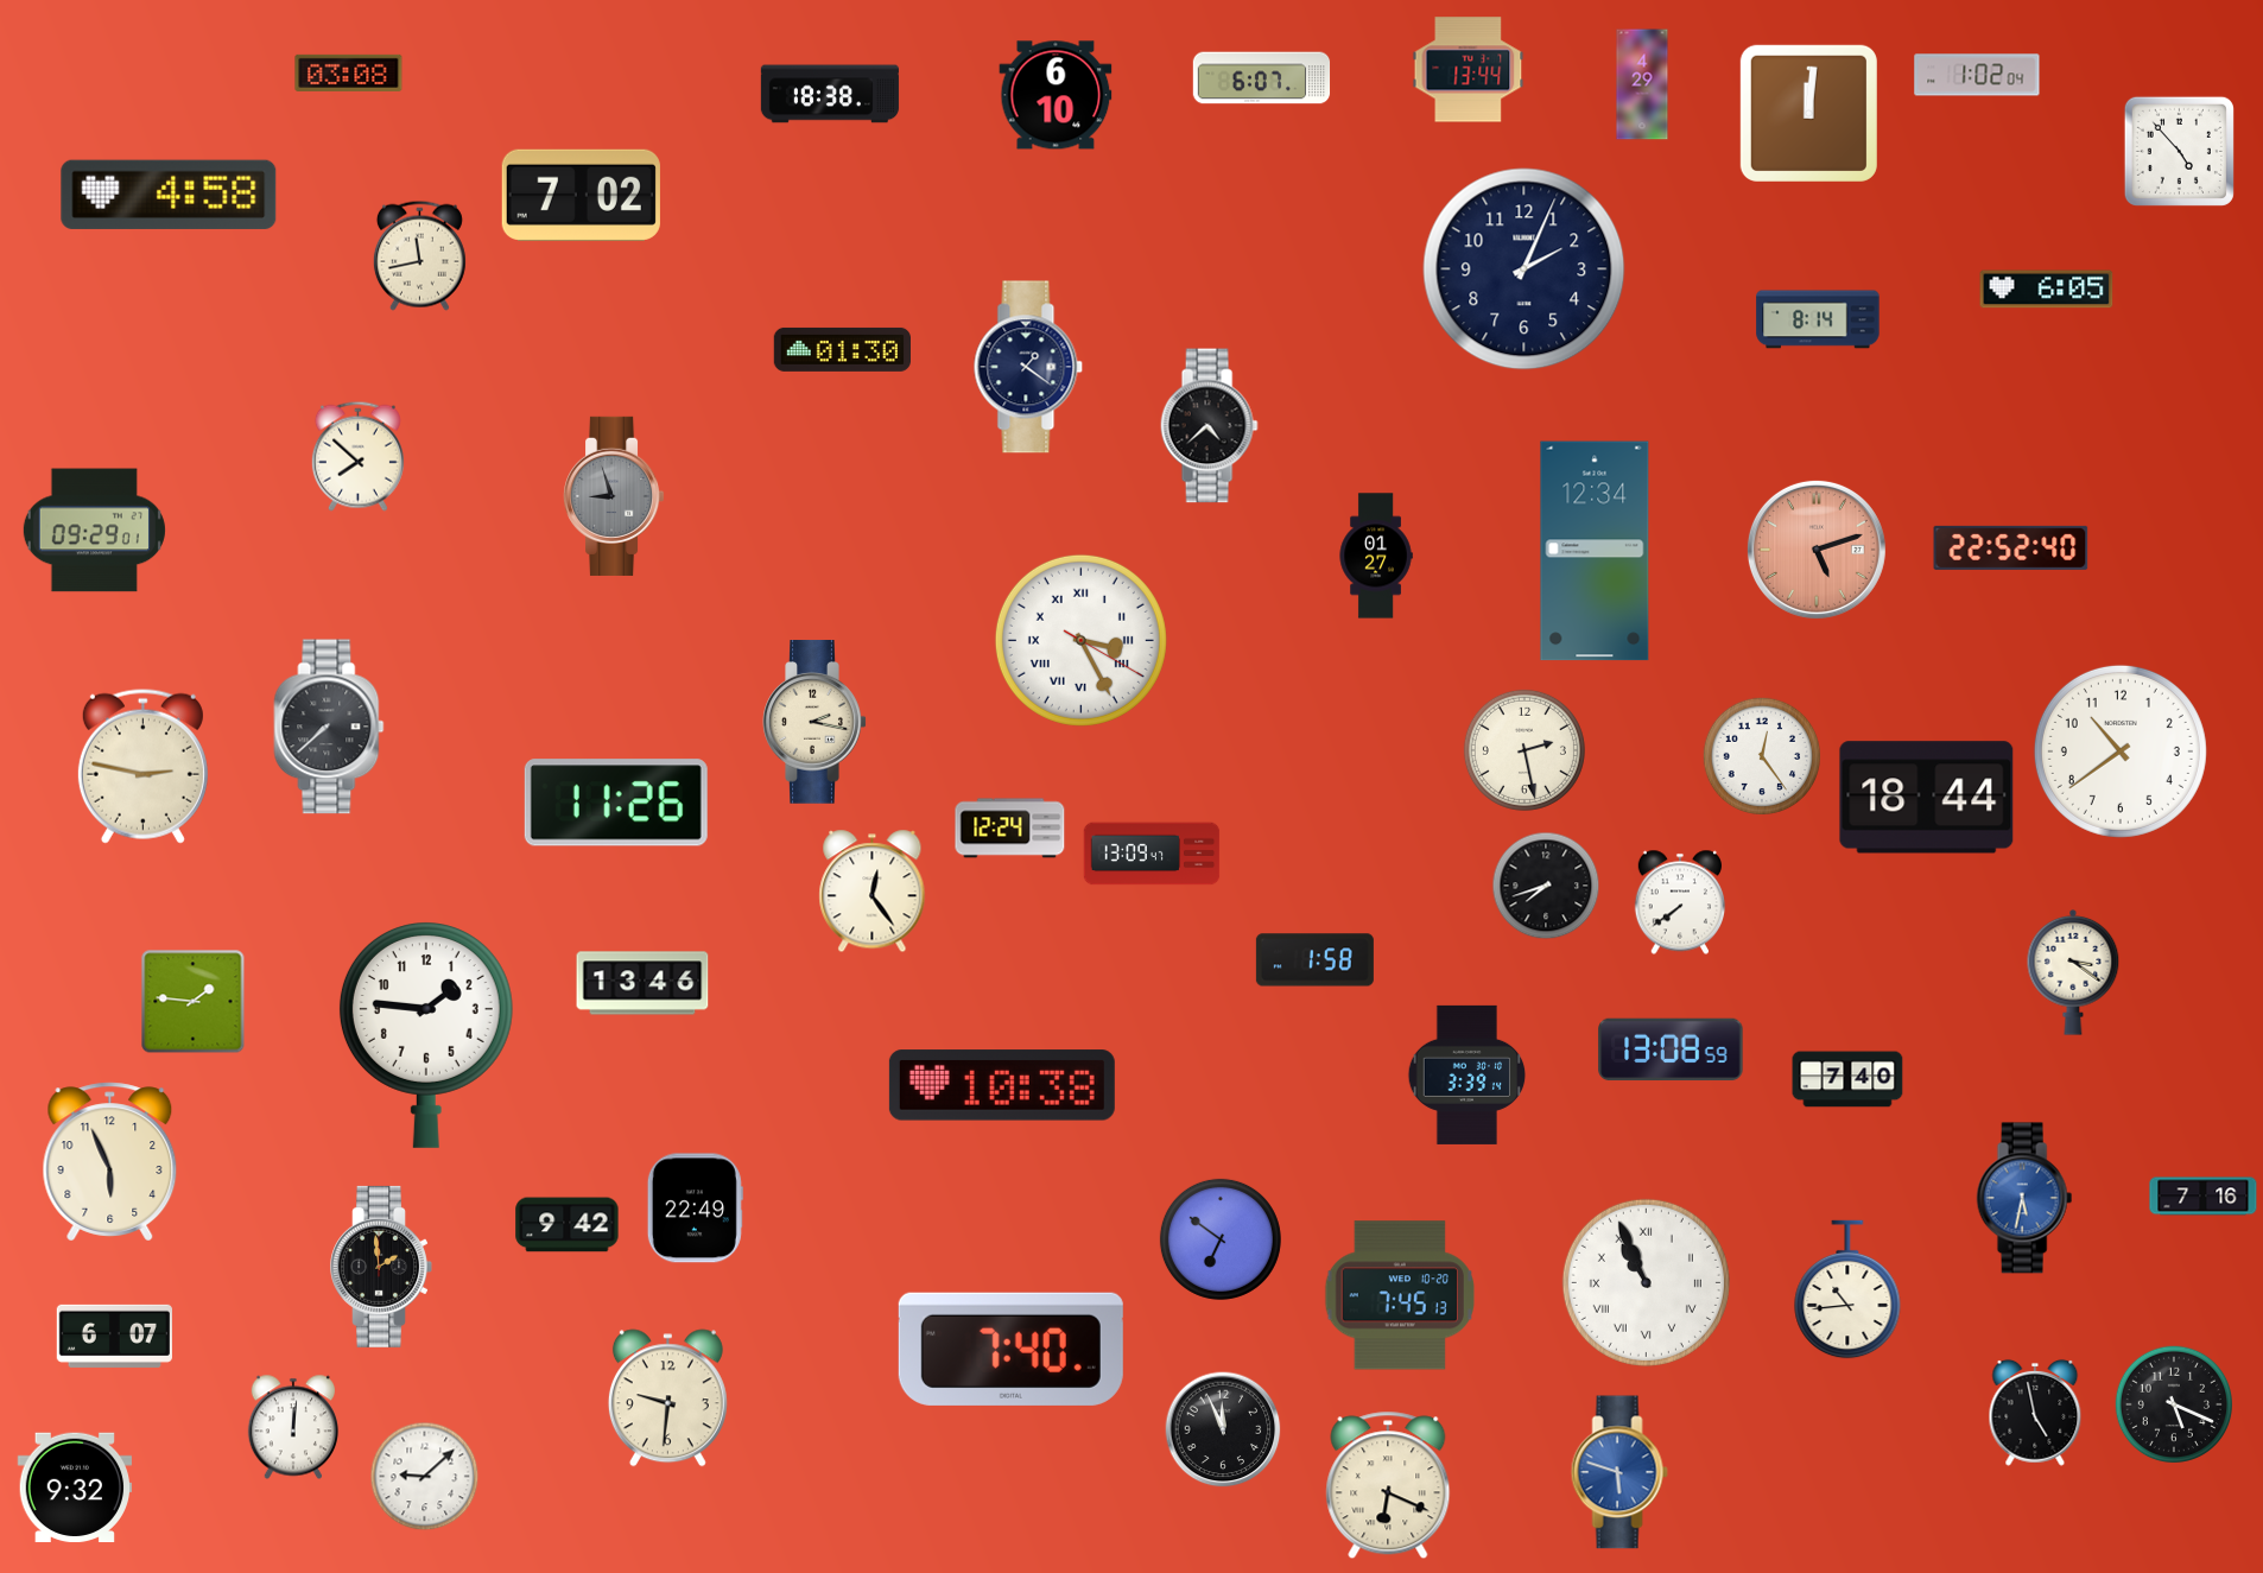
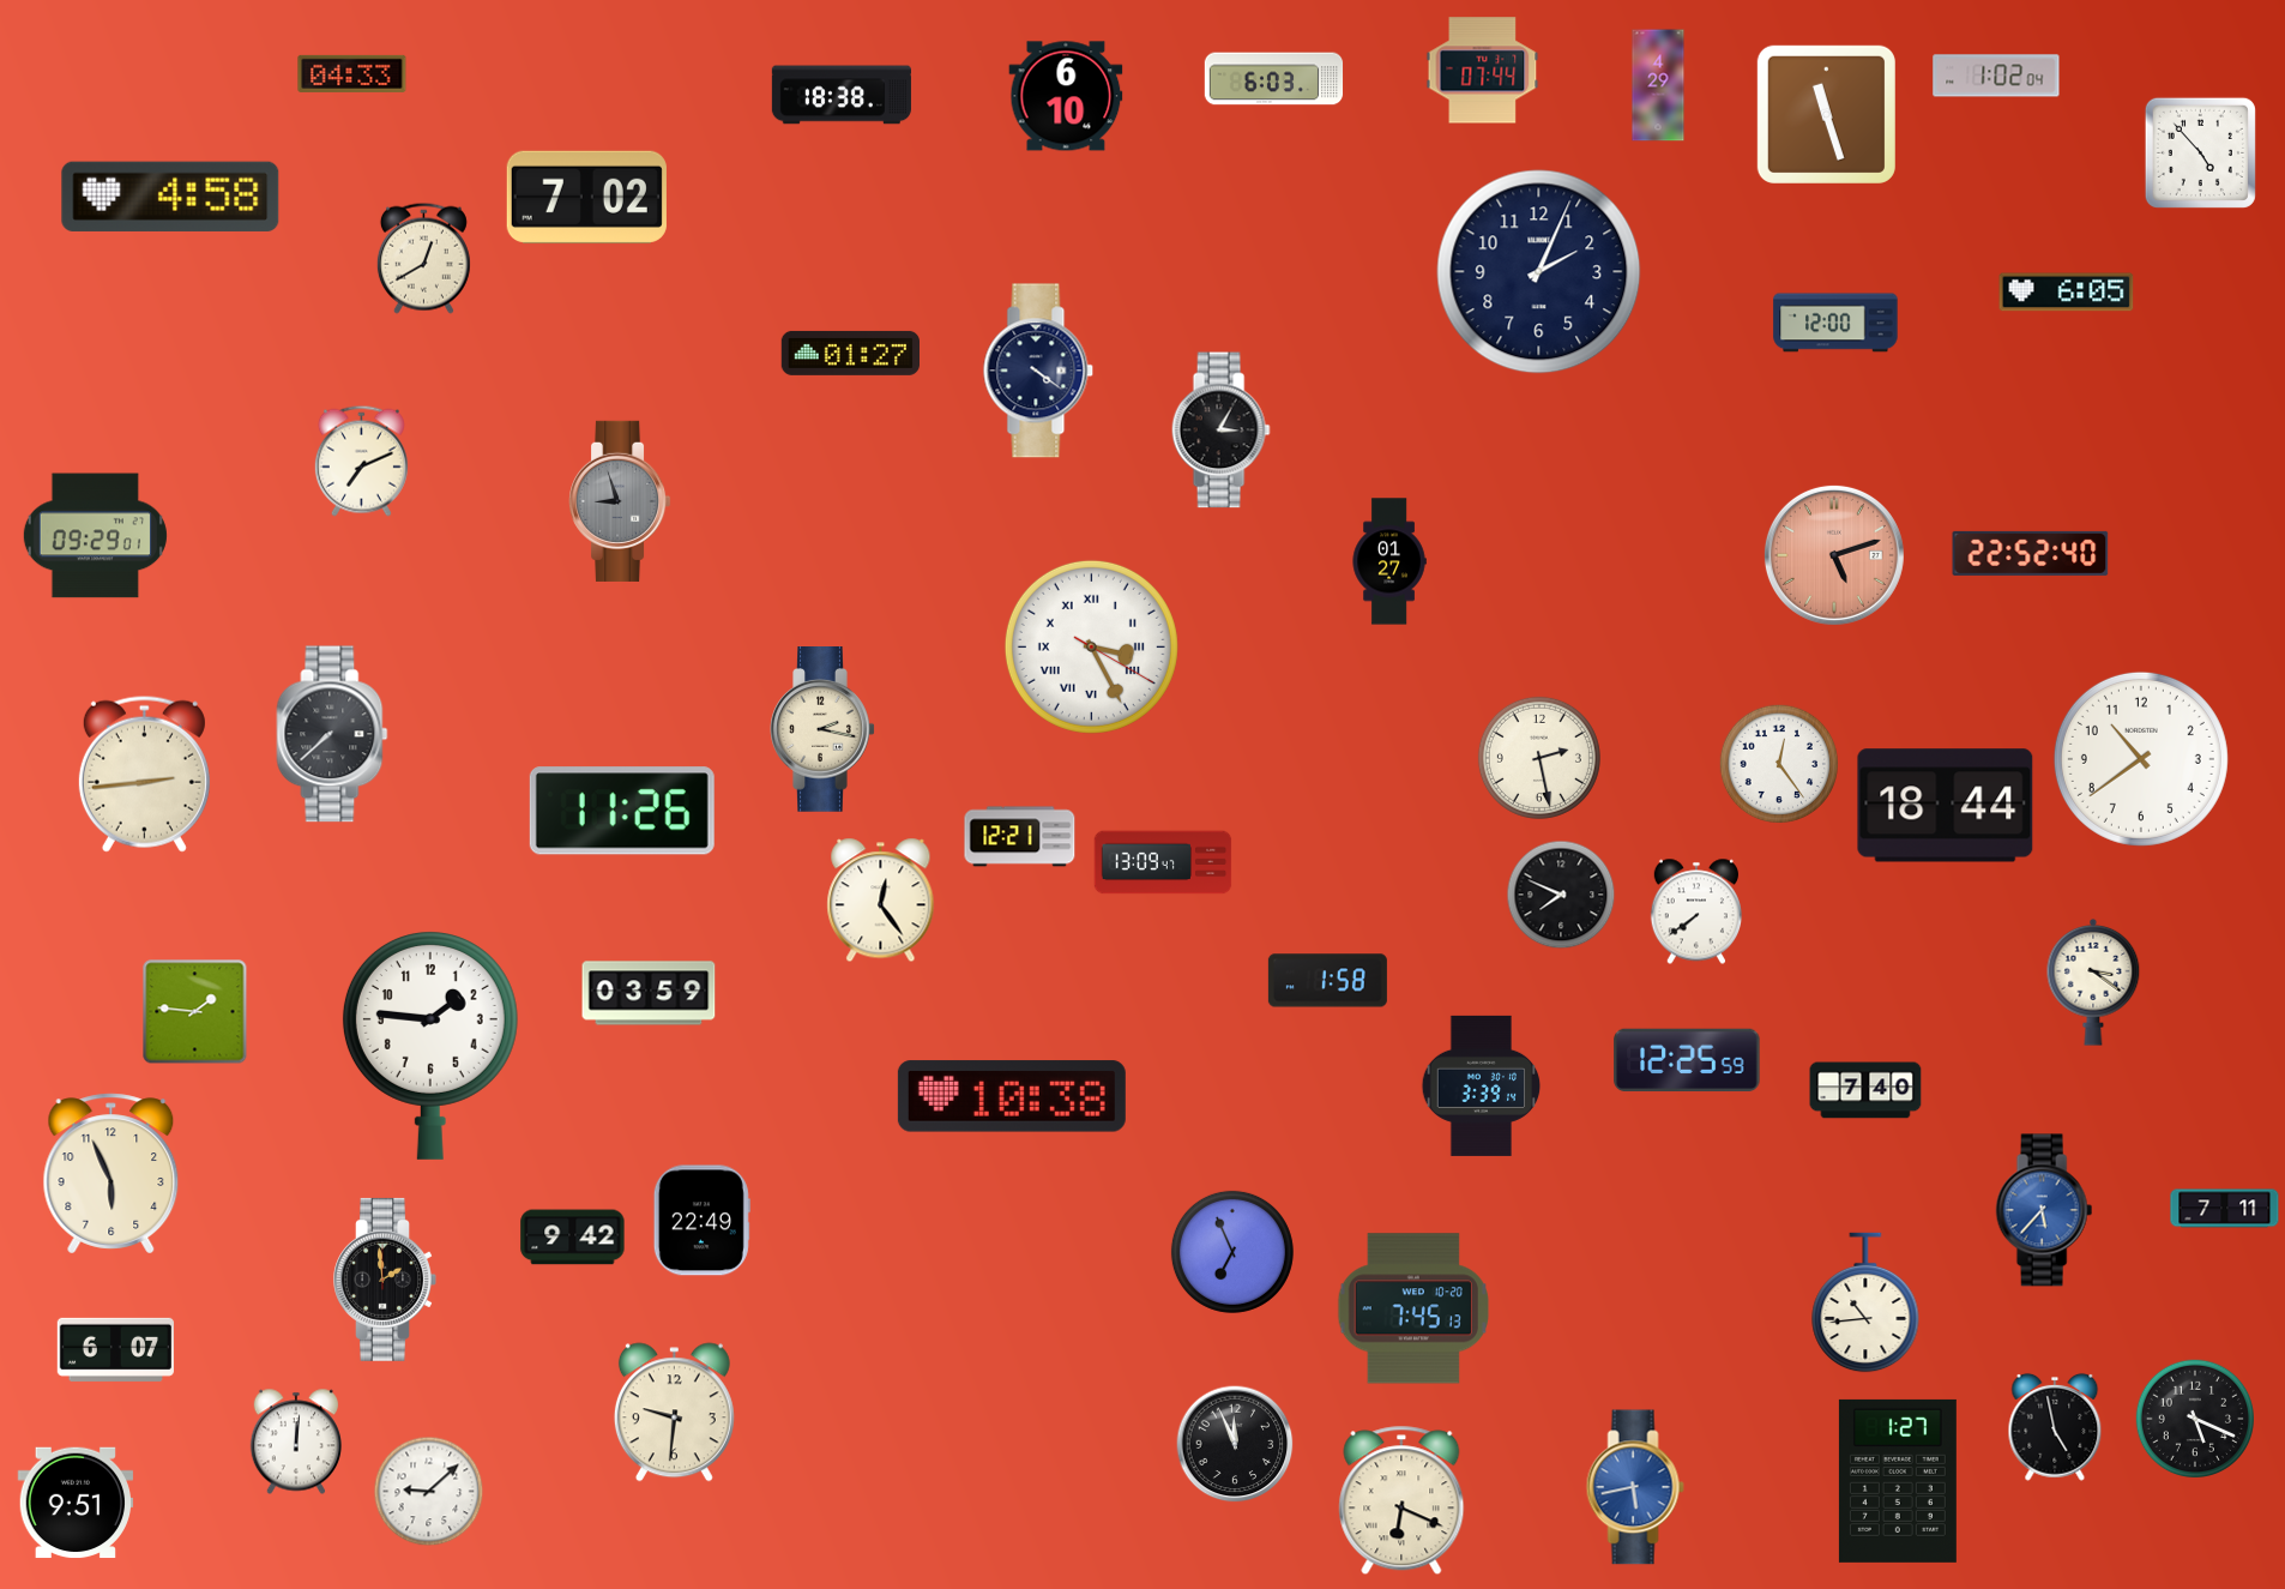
clock at (1469, 70): 13:44 -> 07:44
clock at (349, 72): 03:08 -> 04:33
clock at (1262, 78): 6:07 -> 6:03
clock at (830, 94) position: (830, 94) -> (842, 95)
clock at (1808, 113): 12:01 -> 11:27
clock at (419, 255): 11:43 -> 12:40
clock at (1818, 319): 8:14 -> 12:00
clock at (842, 349): 01:30 -> 01:27
clock at (1028, 367): 1:21 -> 4:21
clock at (1209, 426): 4:38 -> 3:05
clock at (357, 456): 7:52 -> 7:11
clock at (1595, 551): 12:34 -> none
clock at (142, 766): 2:47 -> 2:44
clock at (1010, 829): 12:24 -> 12:21
clock at (1546, 886): 7:42 -> 7:49
clock at (1314, 960) position: (1314, 960) -> (1327, 981)
clock at (642, 983): 13:46 -> 03:59
clock at (1671, 1049): 13:08 -> 12:25
clock at (2204, 1197): 7:16 -> 7:11
clock at (2024, 1198): 5:32 -> 5:37
clock at (1221, 1239): 6:51 -> 6:56
clock at (1646, 1282): 10:56 -> none
clock at (1010, 1349): 7:40 -> none
clock at (1898, 1481): none -> 1:27
clock at (1619, 1472): 5:48 -> 5:43
clock at (75, 1488): 9:32 -> 9:51
